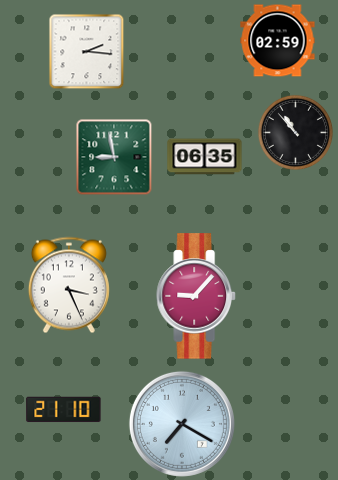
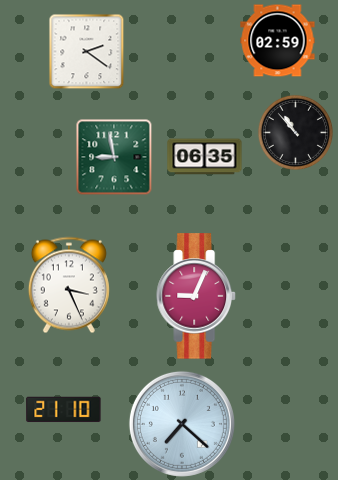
clock at (87, 52): 2:16 -> 2:21
clock at (196, 296): 9:07 -> 9:04
clock at (182, 424): 7:20 -> 7:22
